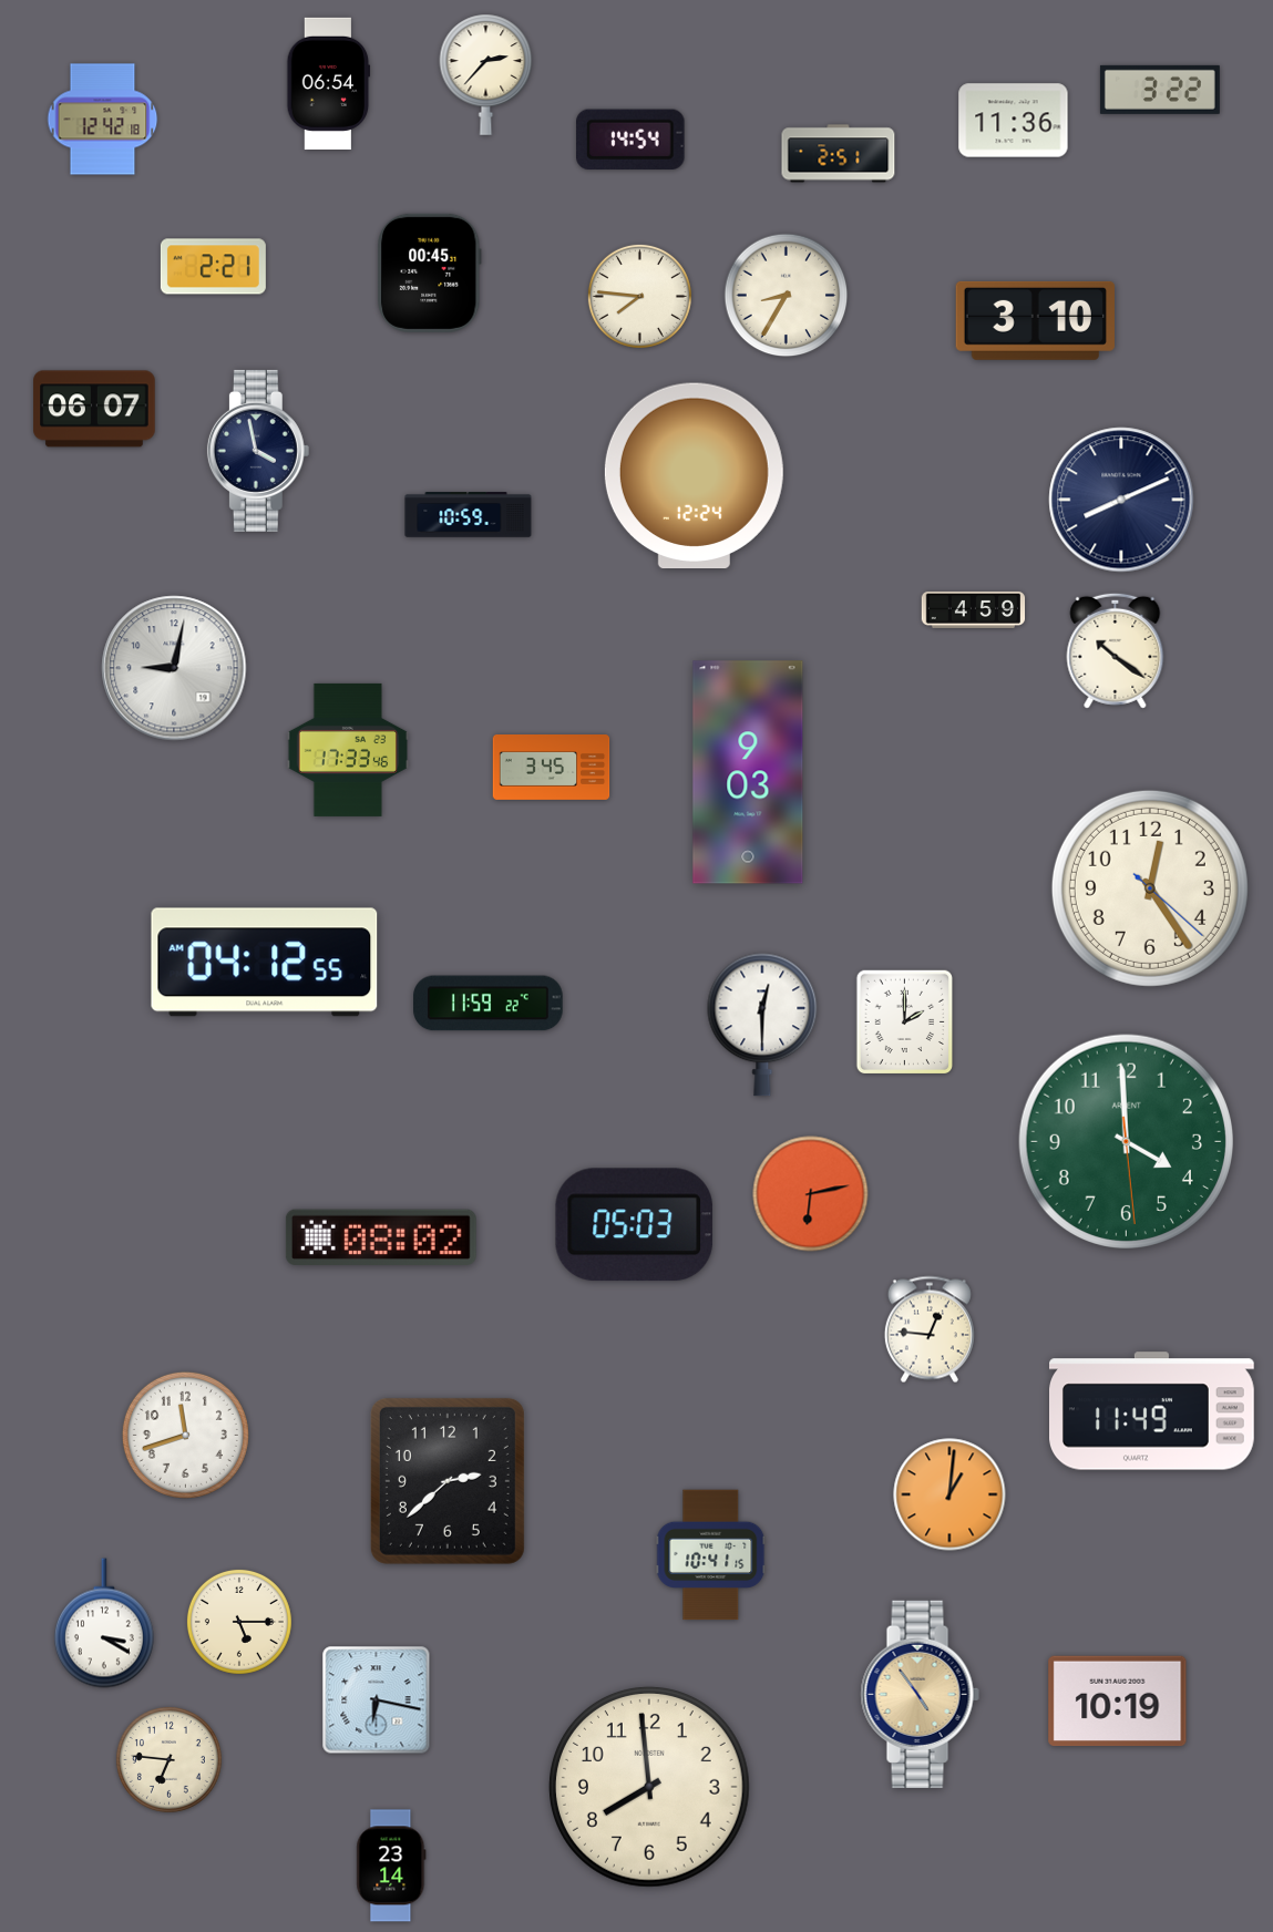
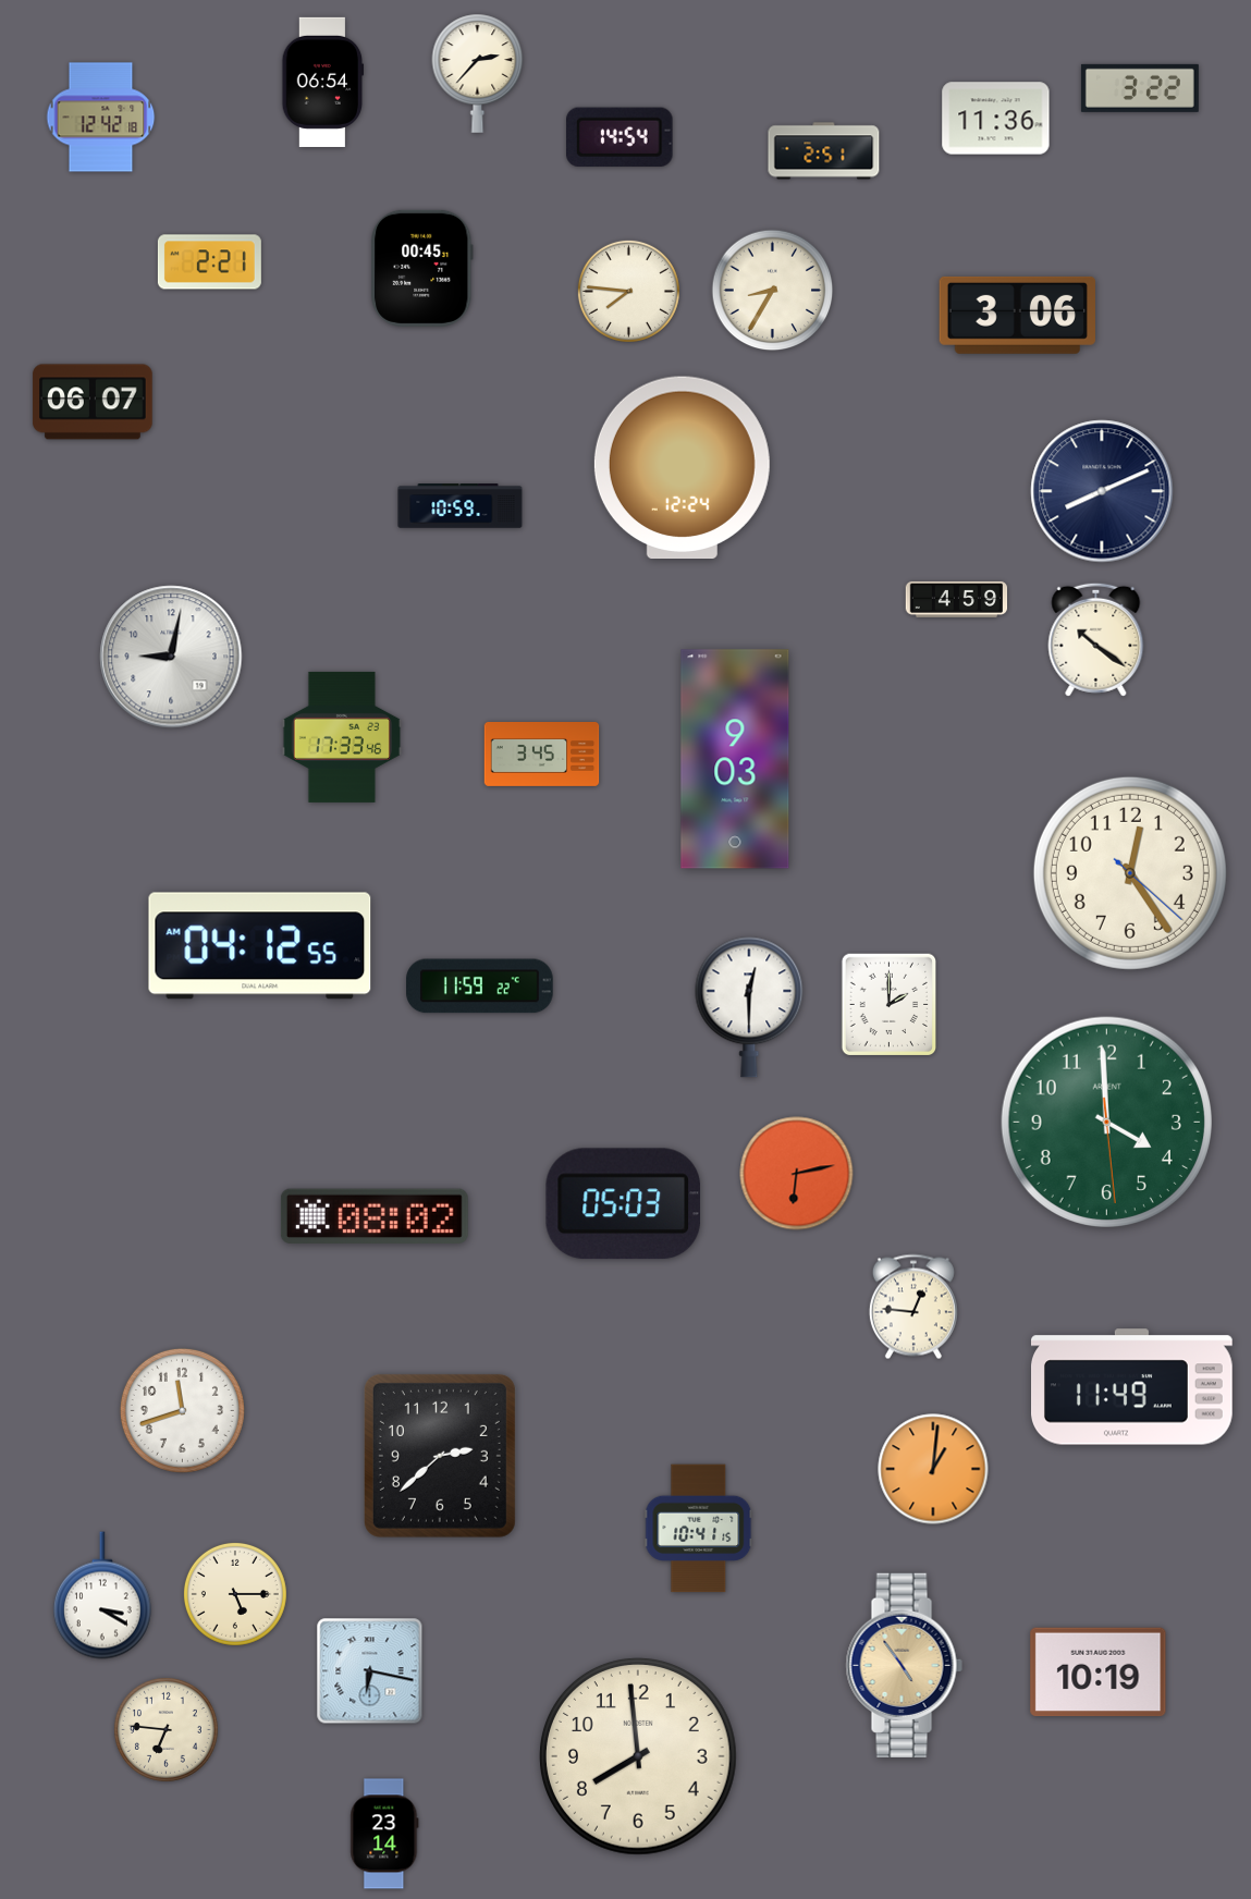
clock at (1035, 320): 3:10 -> 3:06
clock at (258, 451): 3:58 -> none
